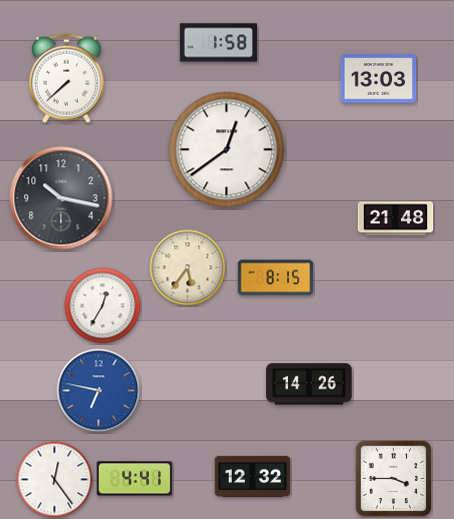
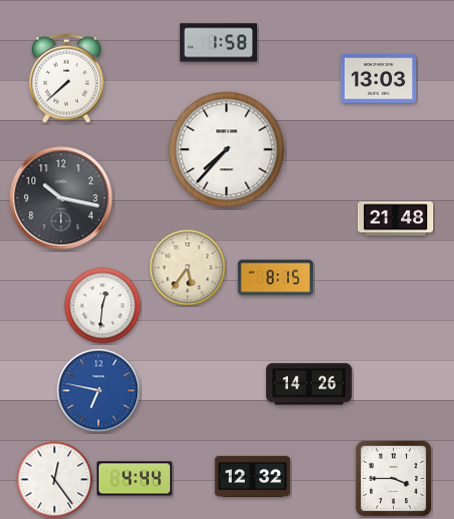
clock at (227, 150): 12:39 -> 7:37
clock at (103, 306): 12:35 -> 12:31
clock at (135, 479): 4:41 -> 4:44
